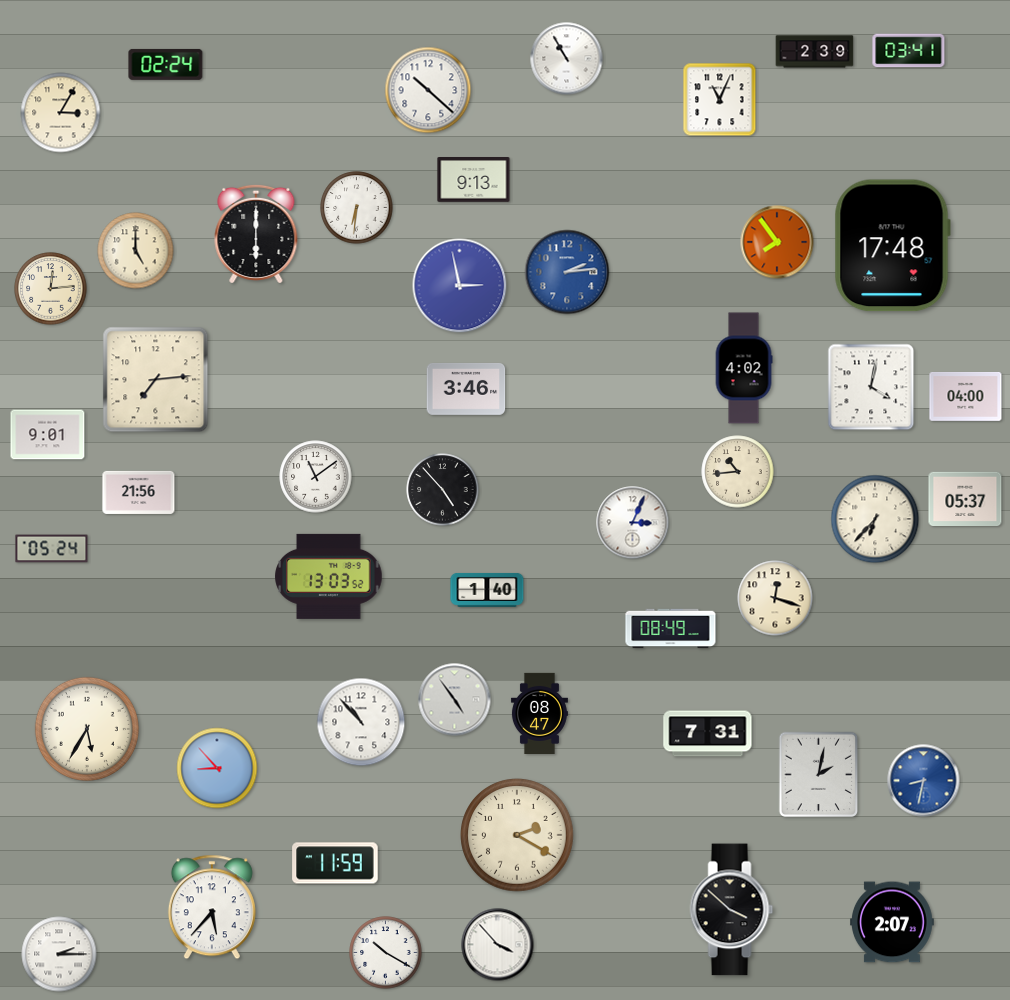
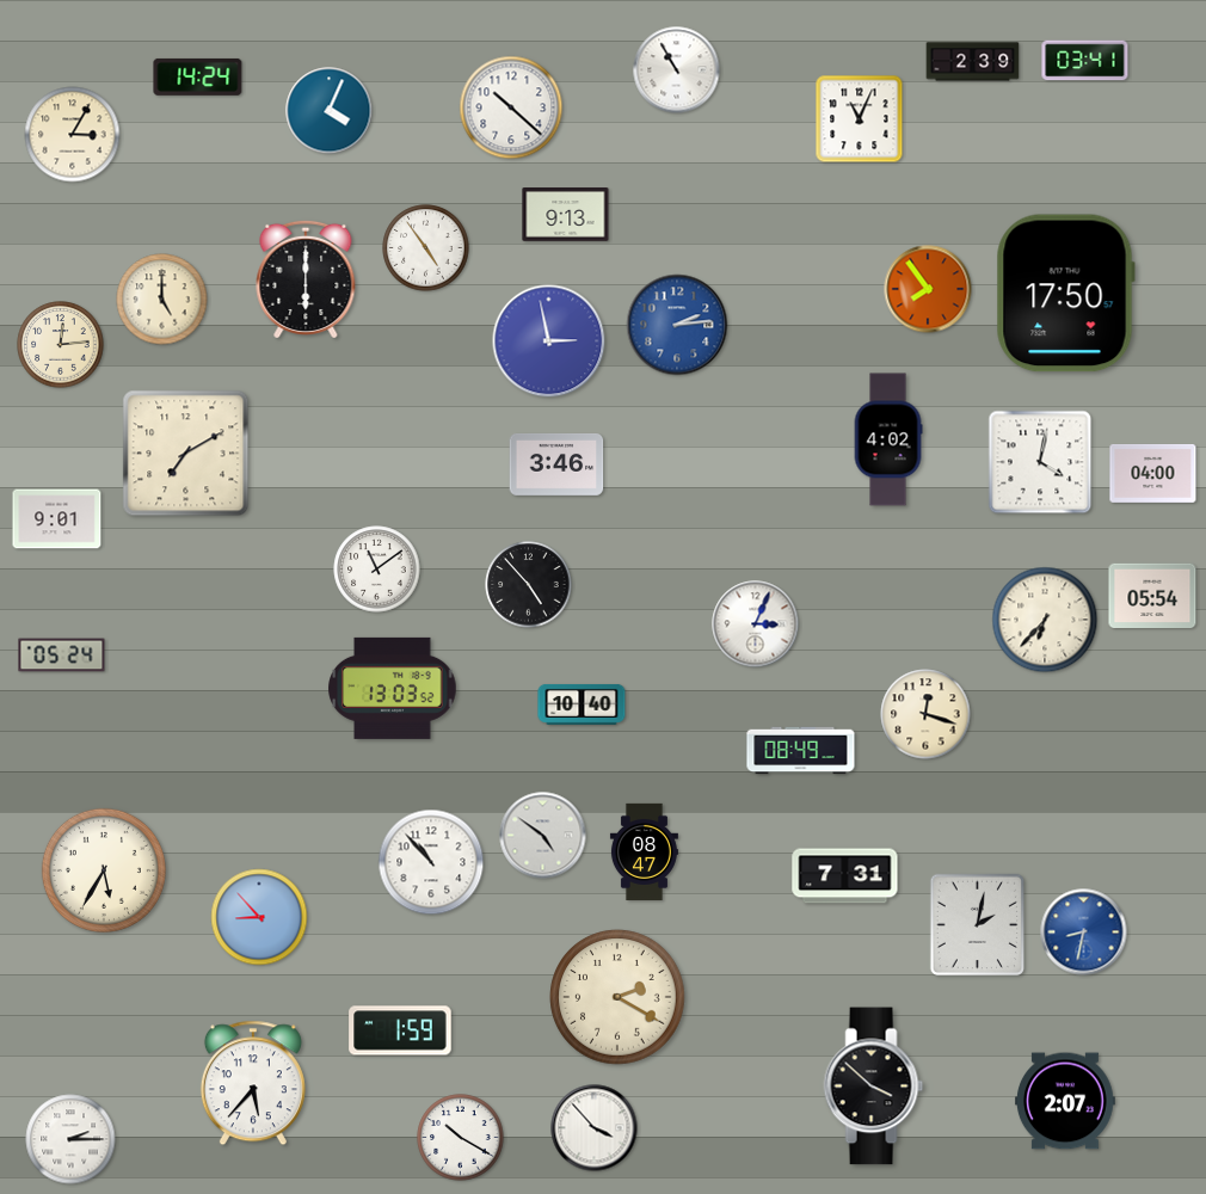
clock at (166, 64): 02:24 -> 14:24
clock at (330, 111): none -> 4:04
clock at (357, 208): 6:31 -> 4:54
clock at (892, 246): 17:48 -> 17:50
clock at (156, 380): 7:14 -> 7:10
clock at (738, 472): 10:44 -> none
clock at (139, 492): 21:56 -> none
clock at (965, 498): 05:37 -> 05:54
clock at (487, 590): 1:40 -> 10:40
clock at (455, 700): 4:54 -> 4:51
clock at (924, 781) position: (924, 781) -> (1084, 933)
clock at (335, 863): 11:59 -> 1:59
